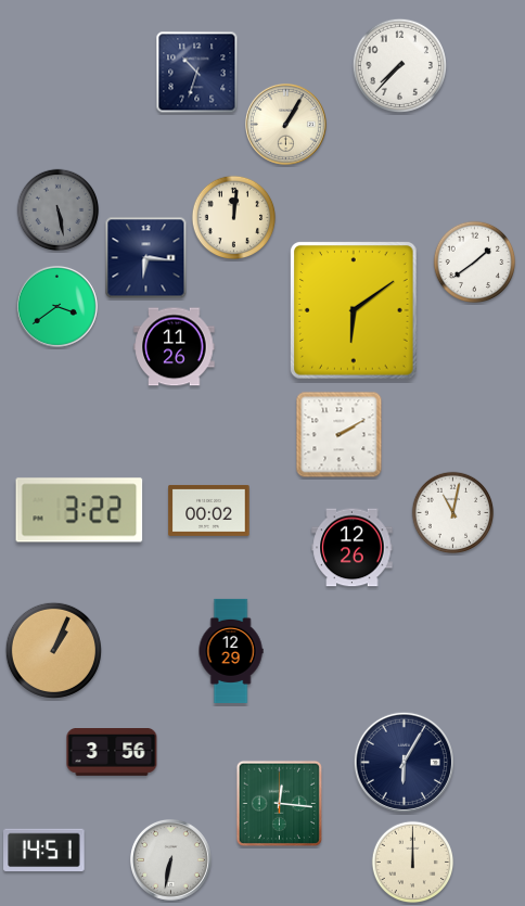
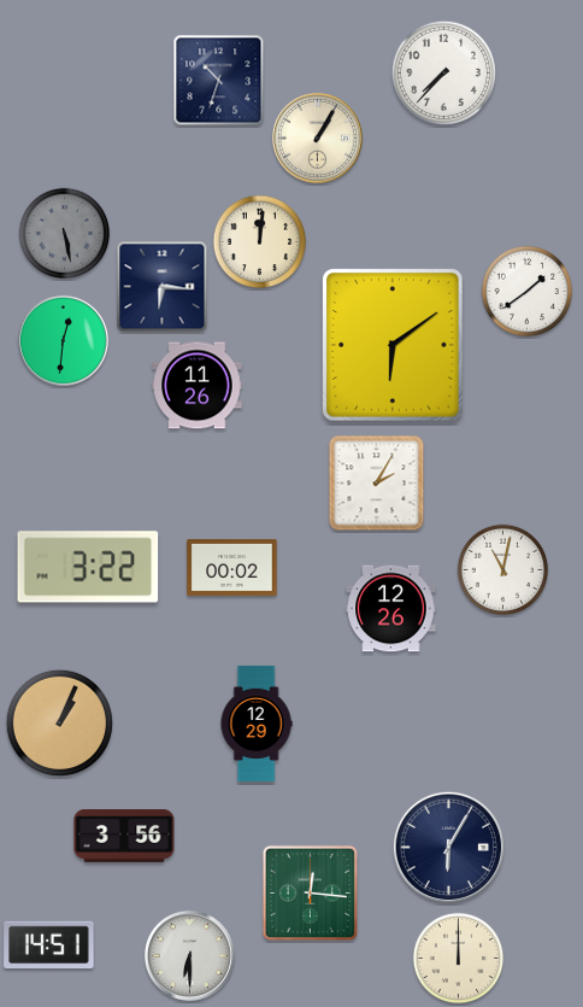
clock at (56, 306): 3:39 -> 12:31
clock at (175, 347) position: (175, 347) -> (198, 386)
clock at (340, 435): 2:10 -> 2:05
clock at (170, 859): 6:32 -> 6:30
